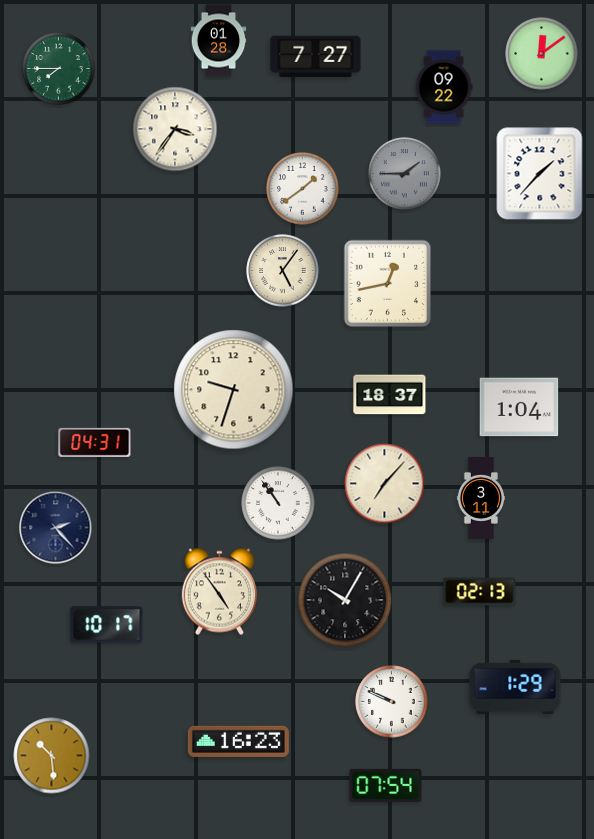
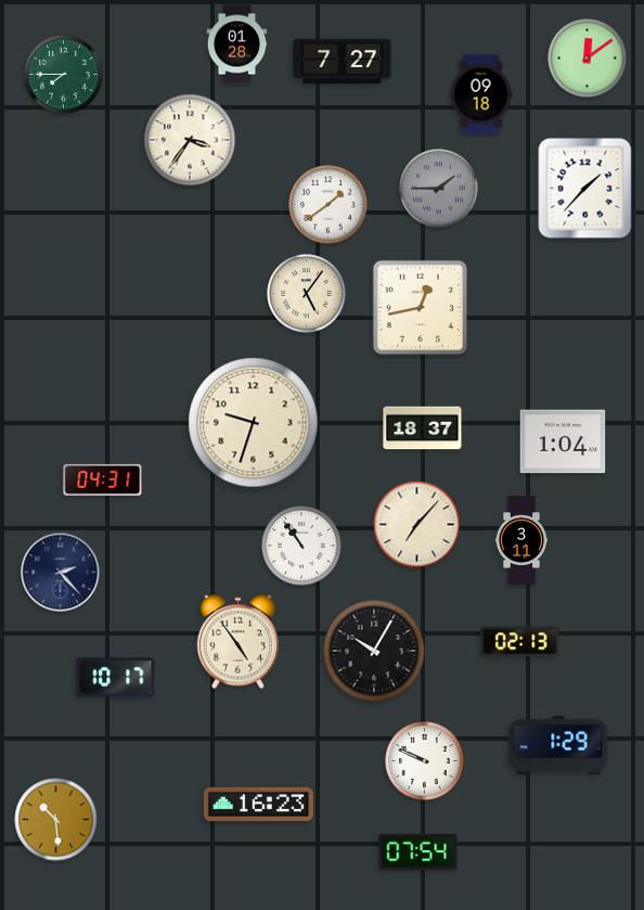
clock at (444, 87): 09:22 -> 09:18
